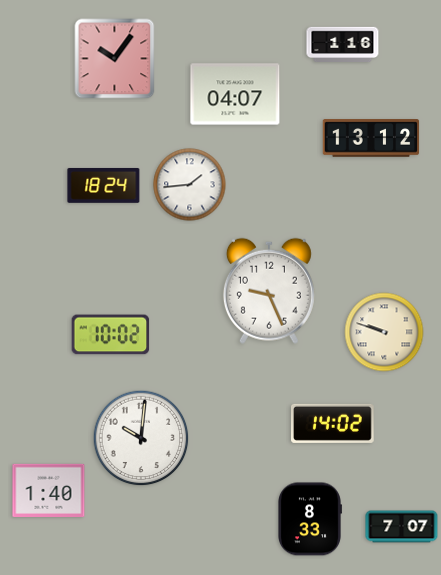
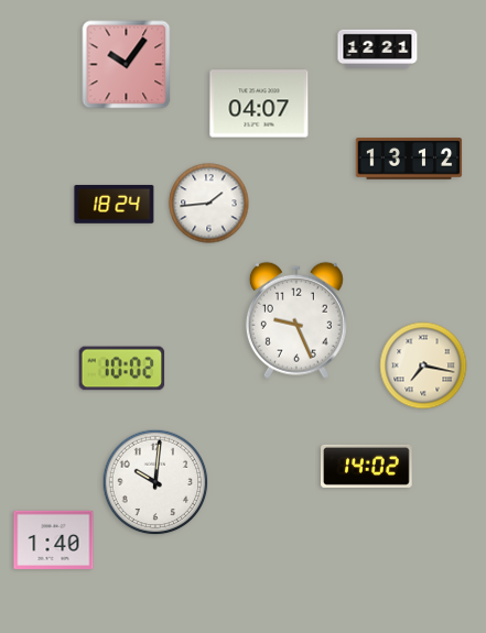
clock at (343, 45): 1:16 -> 12:21
clock at (371, 138) position: (371, 138) -> (409, 159)
clock at (384, 332): 9:48 -> 7:17
clock at (310, 519): 8:33 -> none
clock at (402, 527): 7:07 -> none
